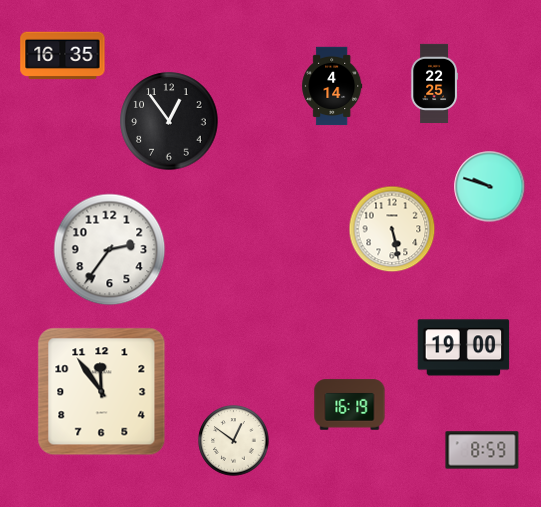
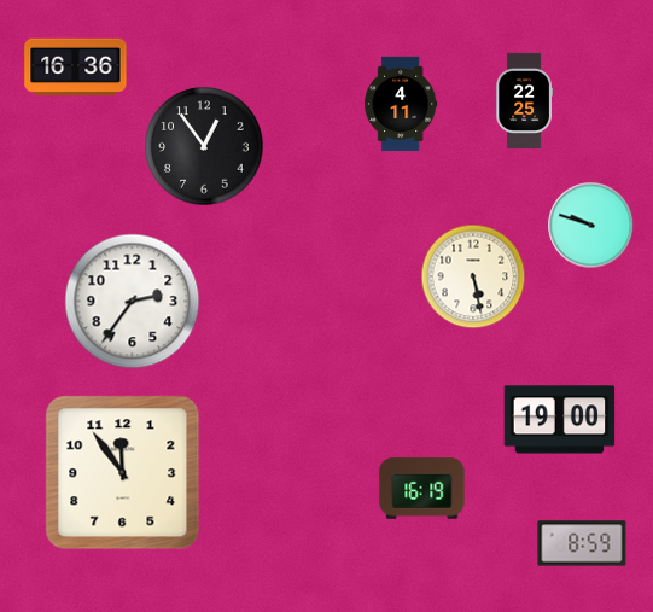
clock at (63, 56): 16:35 -> 16:36
clock at (332, 86): 4:14 -> 4:11
clock at (234, 441): 12:51 -> none
